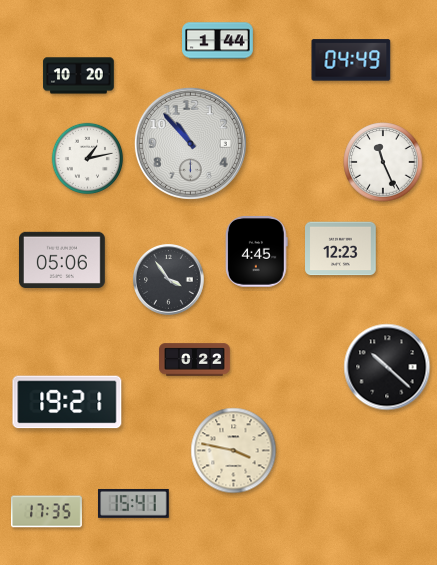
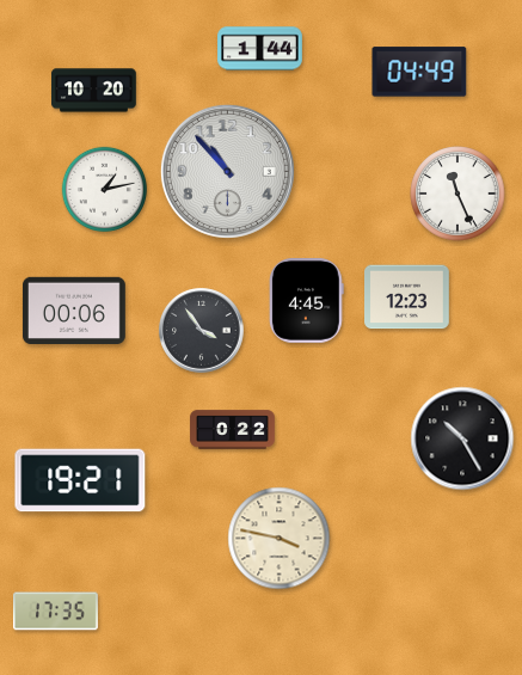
clock at (62, 259): 05:06 -> 00:06
clock at (169, 280) position: (169, 280) -> (202, 331)
clock at (387, 367): 10:22 -> 10:25
clock at (134, 503): 15:41 -> none
